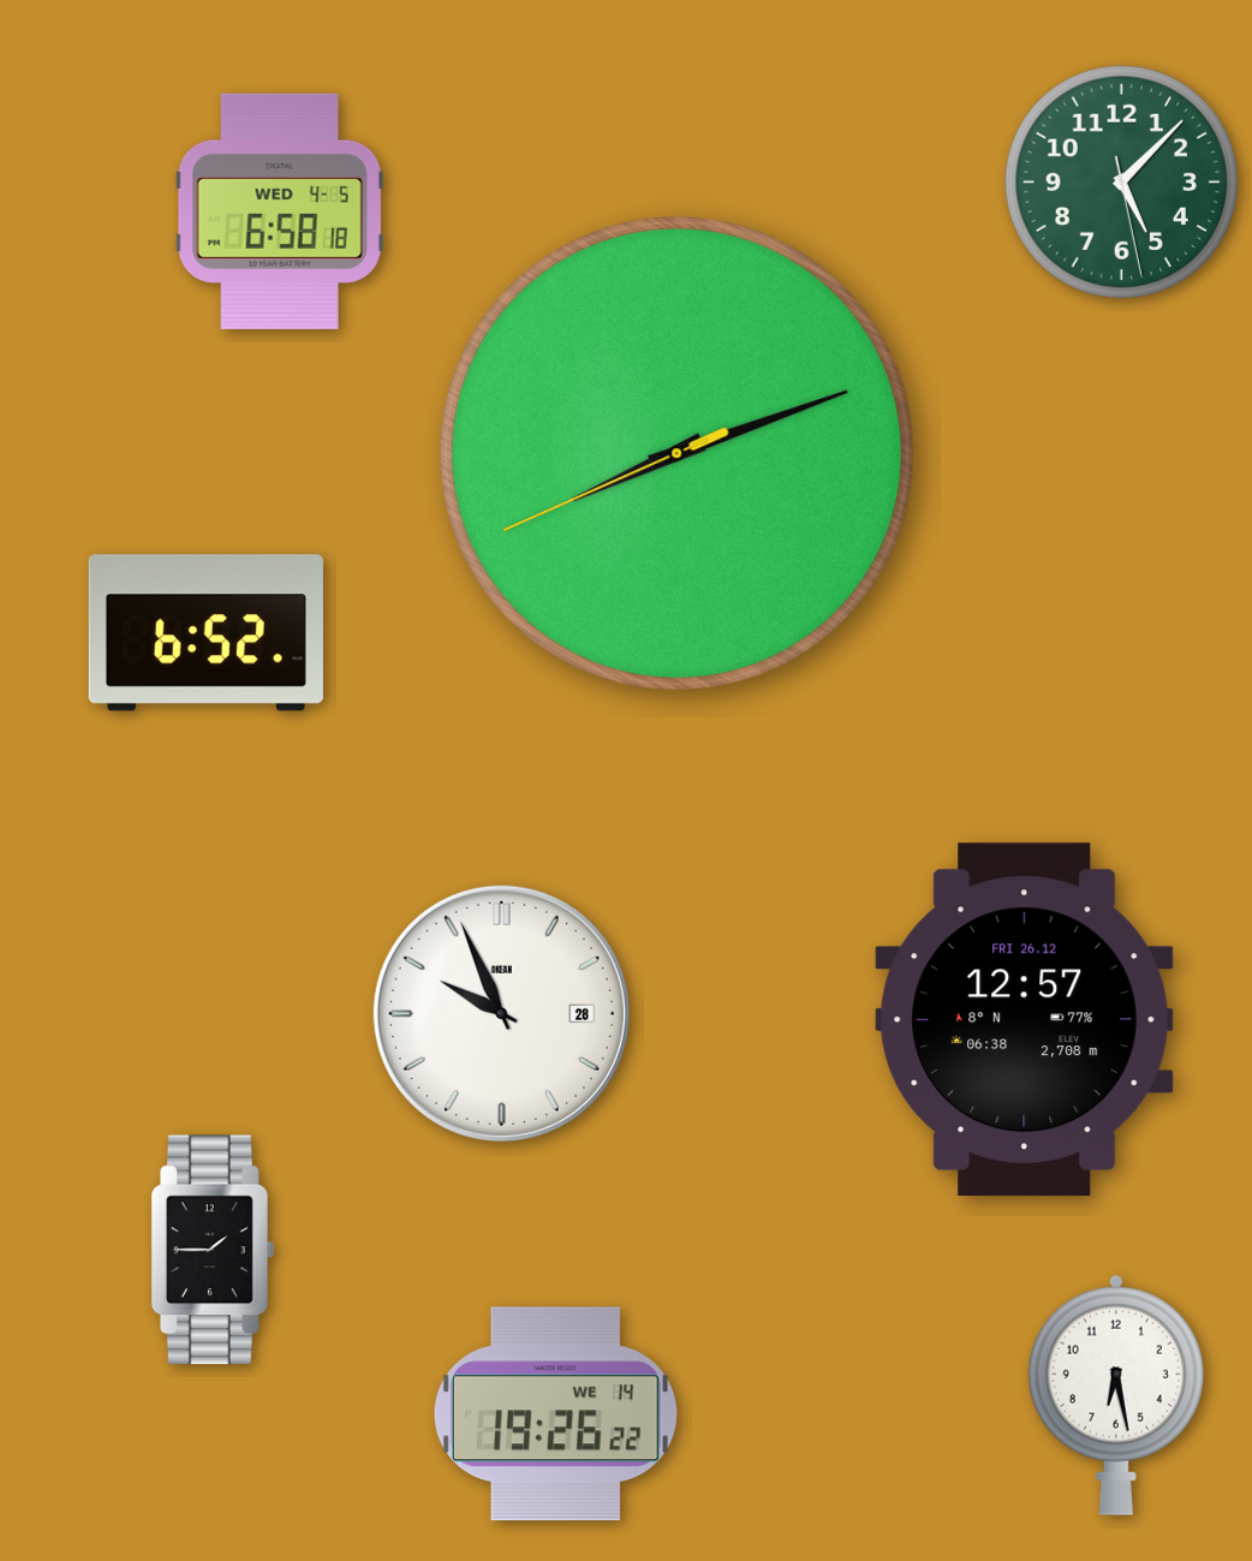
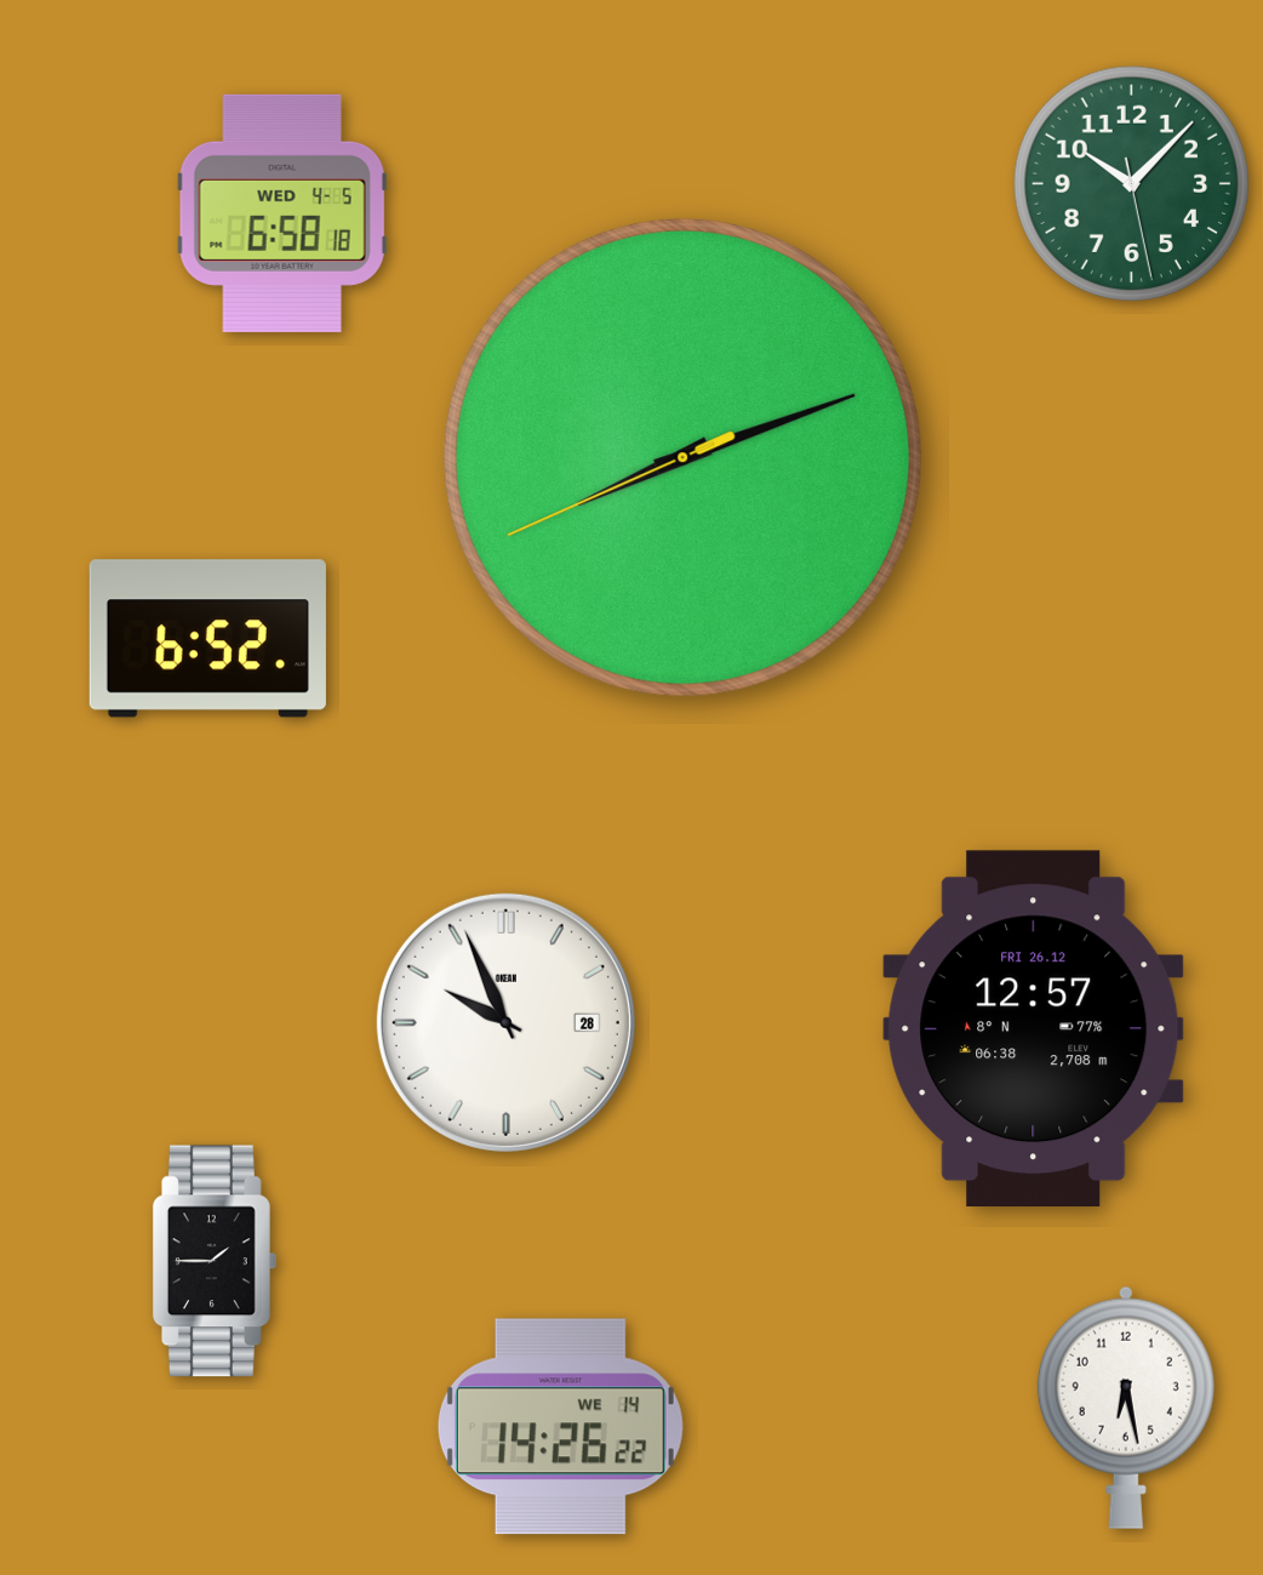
clock at (1121, 181): 5:07 -> 10:07
clock at (555, 1414): 19:26 -> 14:26
